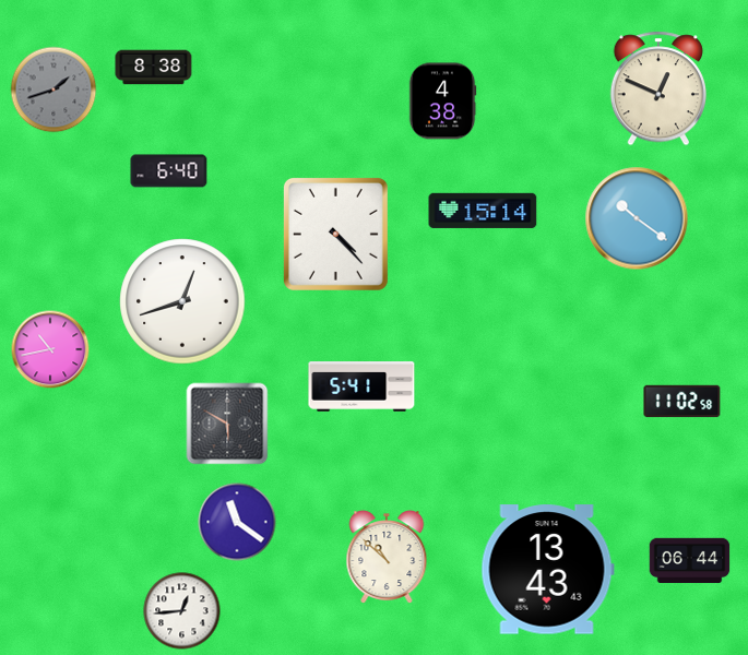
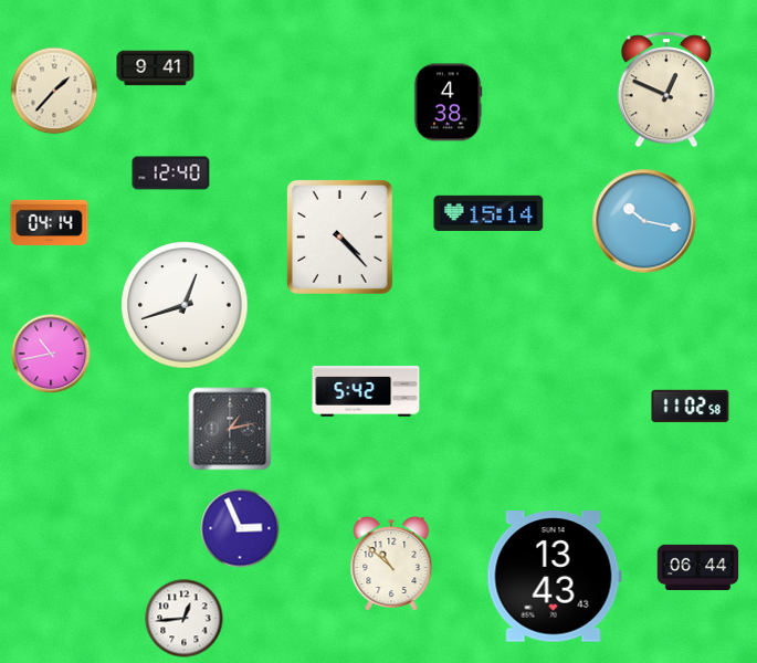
clock at (154, 68): 8:38 -> 9:41
clock at (54, 90): 1:42 -> 1:37
clock at (54, 90) dial: grey -> cream
clock at (169, 171): 6:40 -> 12:40
clock at (637, 218): 10:21 -> 10:17
clock at (50, 222): none -> 04:14
clock at (361, 386): 5:41 -> 5:42
clock at (227, 424): 5:50 -> 1:13
clock at (237, 522): 11:21 -> 2:56
